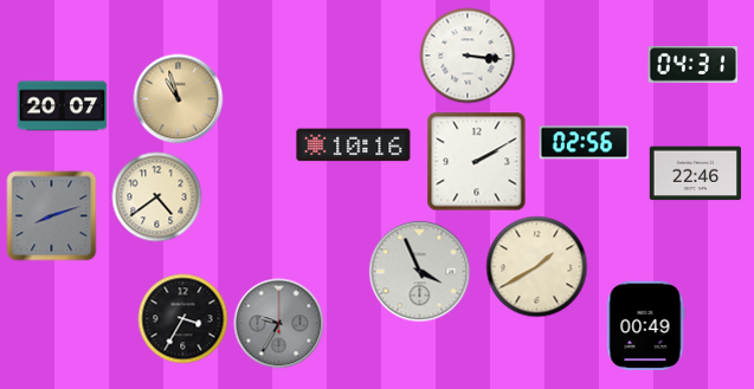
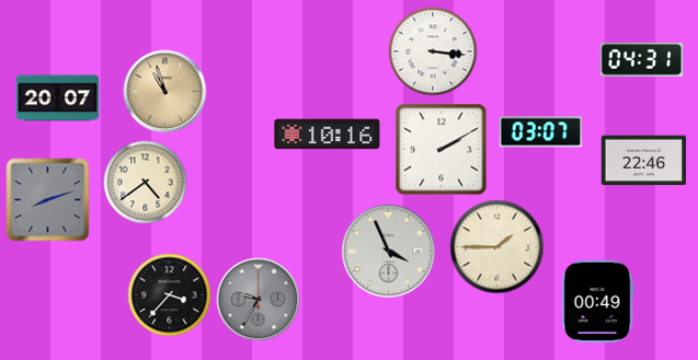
clock at (585, 143): 02:56 -> 03:07
clock at (537, 267): 1:40 -> 1:45
clock at (183, 319): 3:35 -> 3:37
